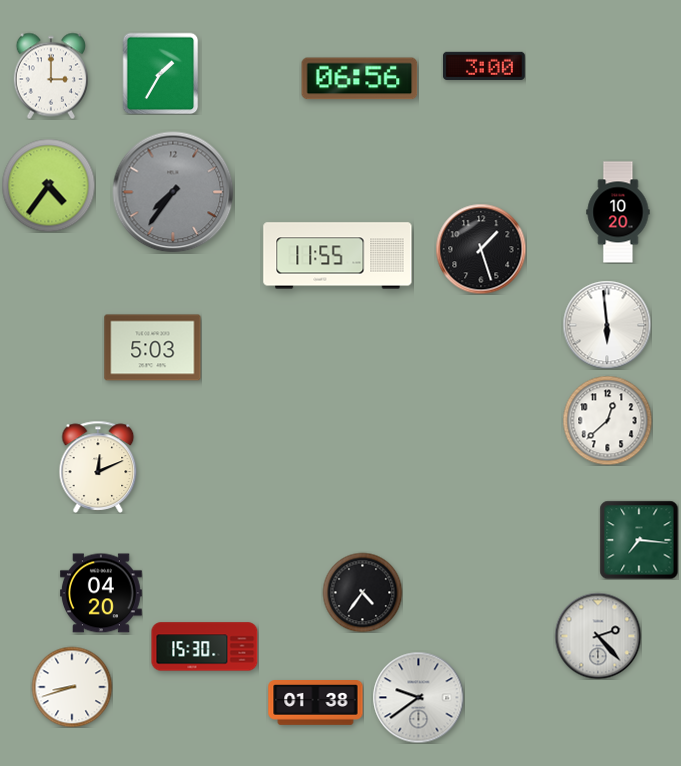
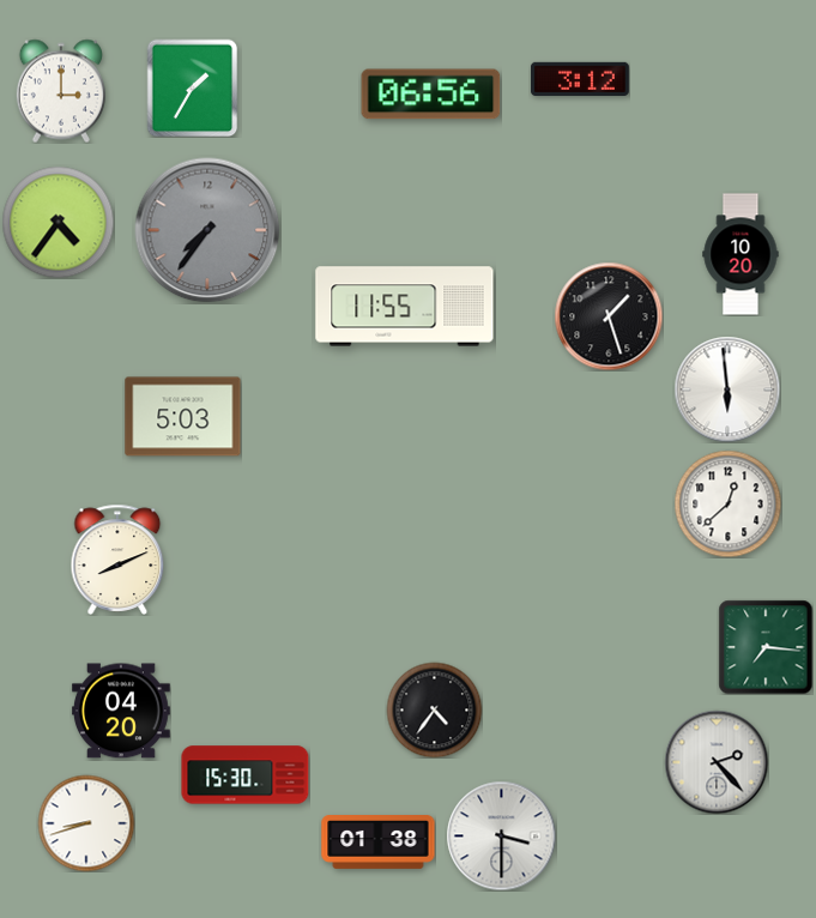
clock at (484, 66): 3:00 -> 3:12
clock at (481, 249) position: (481, 249) -> (609, 316)
clock at (98, 467): 12:11 -> 8:11
clock at (418, 697): 9:39 -> 3:30
